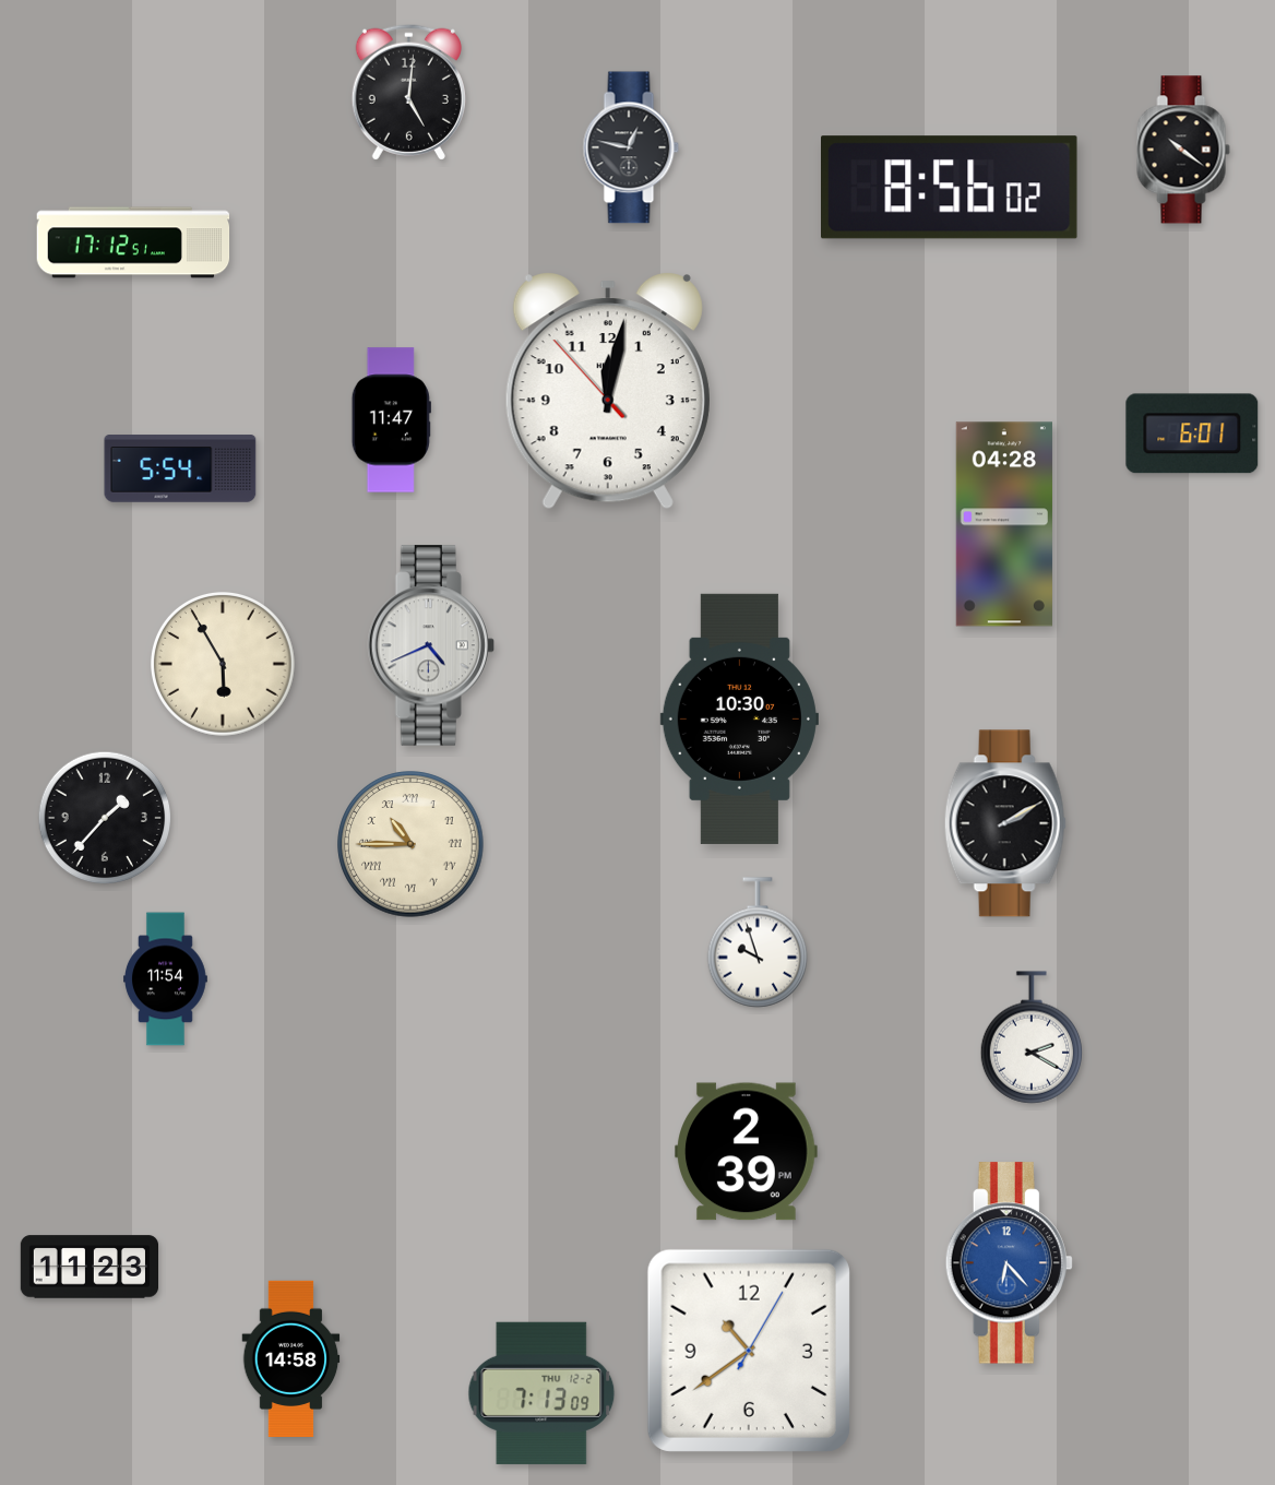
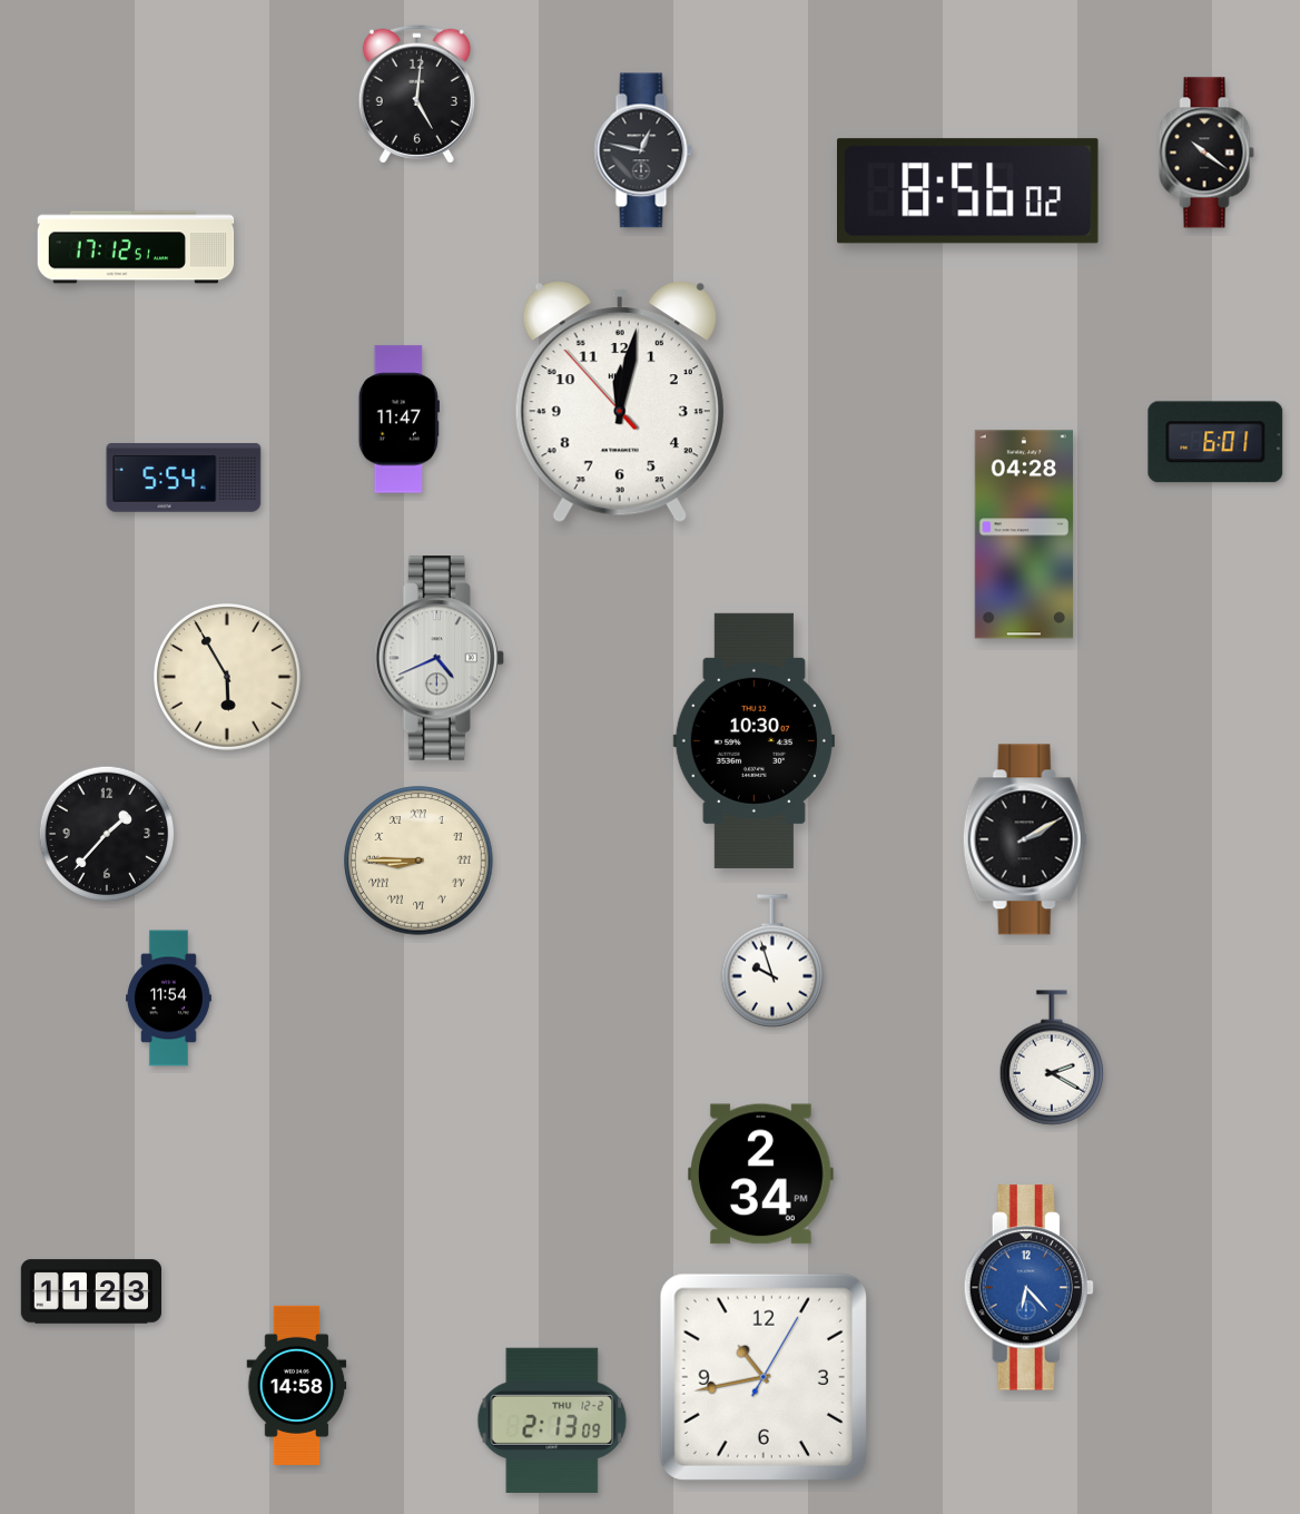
clock at (608, 391) position: (608, 391) -> (620, 402)
clock at (391, 420) position: (391, 420) -> (398, 420)
clock at (739, 718) position: (739, 718) -> (754, 740)
clock at (410, 844): 10:45 -> 8:45
clock at (747, 1152): 2:39 -> 2:34
clock at (749, 1351): 10:39 -> 10:43
clock at (541, 1393): 7:13 -> 2:13
